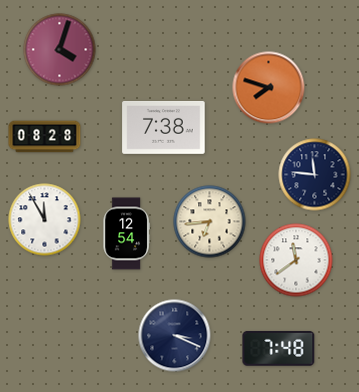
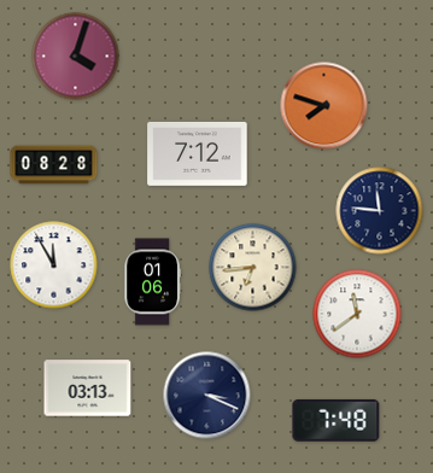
clock at (60, 50) position: (60, 50) -> (76, 57)
clock at (164, 127): 7:38 -> 7:12
clock at (126, 234): 12:54 -> 01:06
clock at (88, 389): none -> 03:13
clock at (175, 336) position: (175, 336) -> (207, 396)
